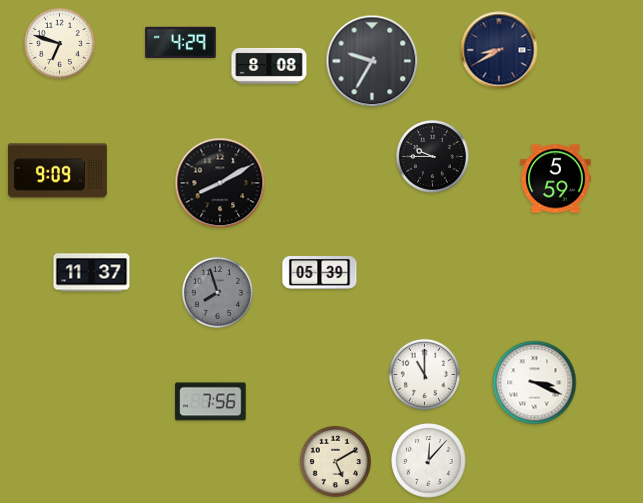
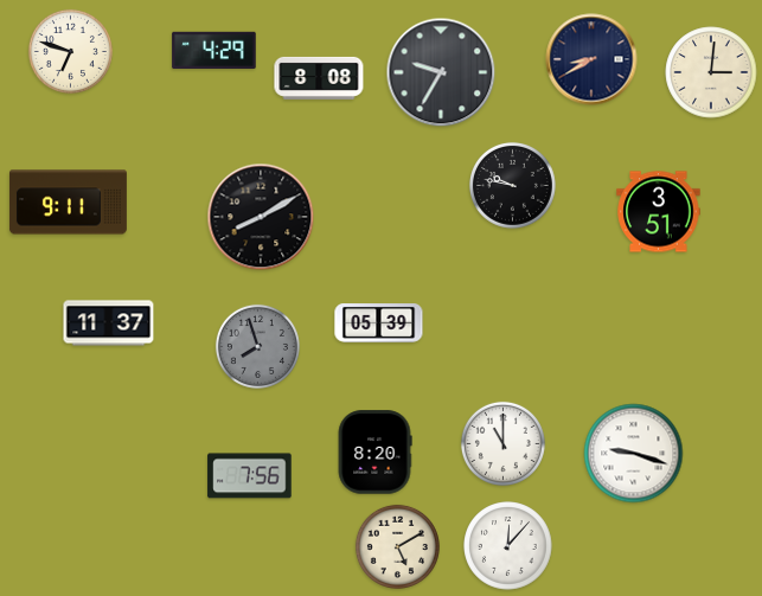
clock at (711, 72): none -> 3:01
clock at (432, 156): 9:45 -> 9:47
clock at (57, 171): 9:09 -> 9:11
clock at (556, 179): 5:59 -> 3:51
clock at (374, 453): none -> 8:20
clock at (535, 383): 3:19 -> 9:18
